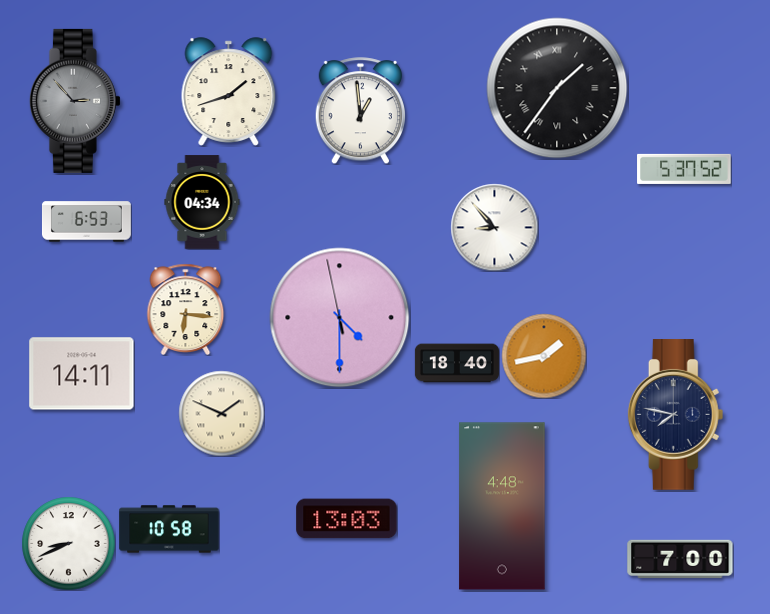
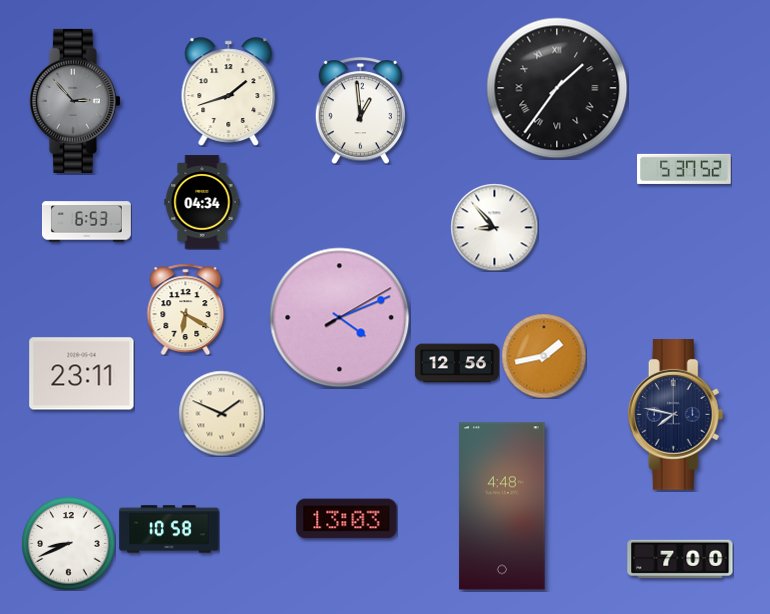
clock at (186, 309): 6:16 -> 6:20
clock at (340, 318): 4:29 -> 4:11
clock at (457, 363): 18:40 -> 12:56
clock at (82, 374): 14:11 -> 23:11
